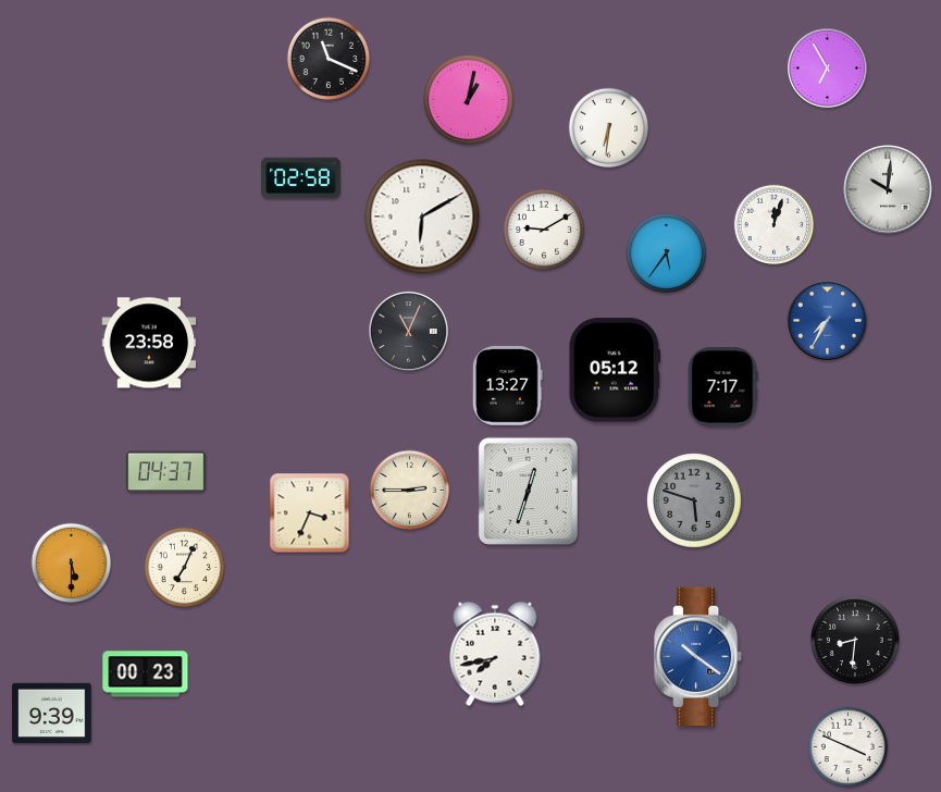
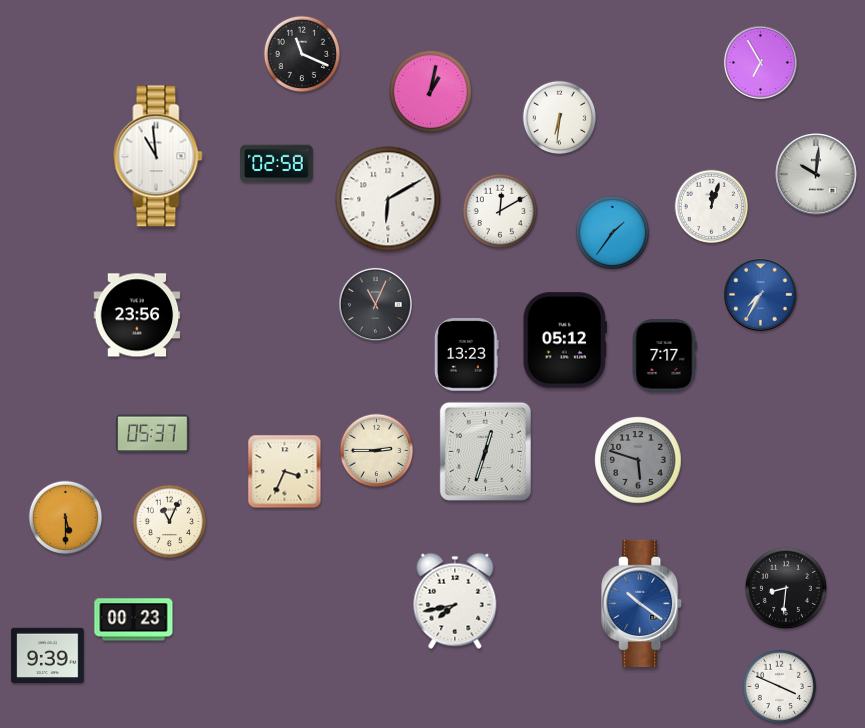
clock at (158, 156): none -> 10:59
clock at (544, 230): 9:10 -> 12:10
clock at (667, 253): 5:36 -> 1:36
clock at (149, 343): 23:58 -> 23:56
clock at (508, 386): 13:27 -> 13:23
clock at (166, 472): 04:37 -> 05:37
clock at (185, 568): 7:04 -> 11:04
